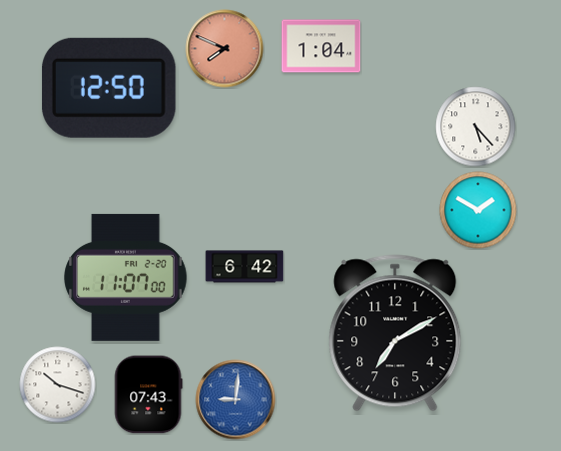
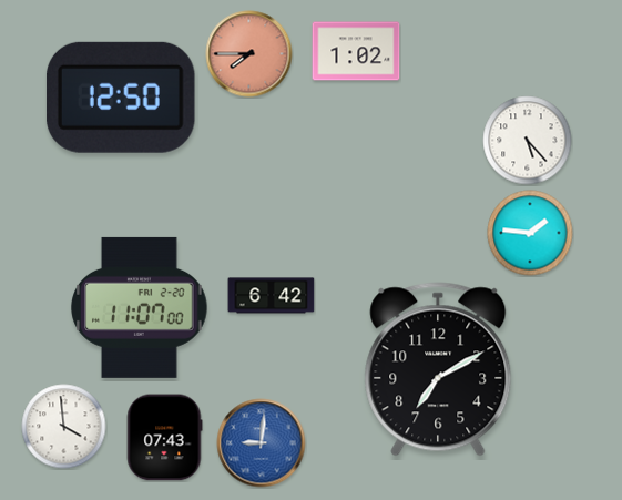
clock at (321, 46): 1:04 -> 1:02
clock at (225, 49): 7:49 -> 7:45
clock at (478, 210): 1:50 -> 1:46
clock at (58, 385): 10:18 -> 3:59
